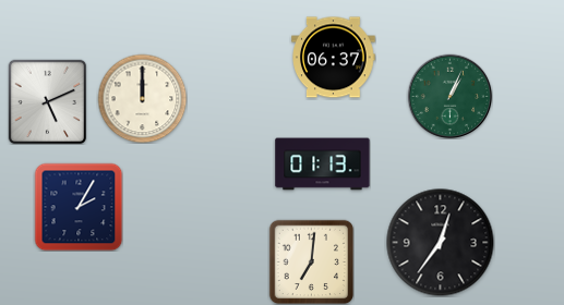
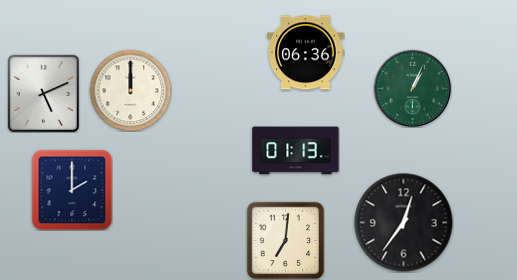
clock at (334, 58): 06:37 -> 06:36
clock at (79, 207): 2:05 -> 2:00
